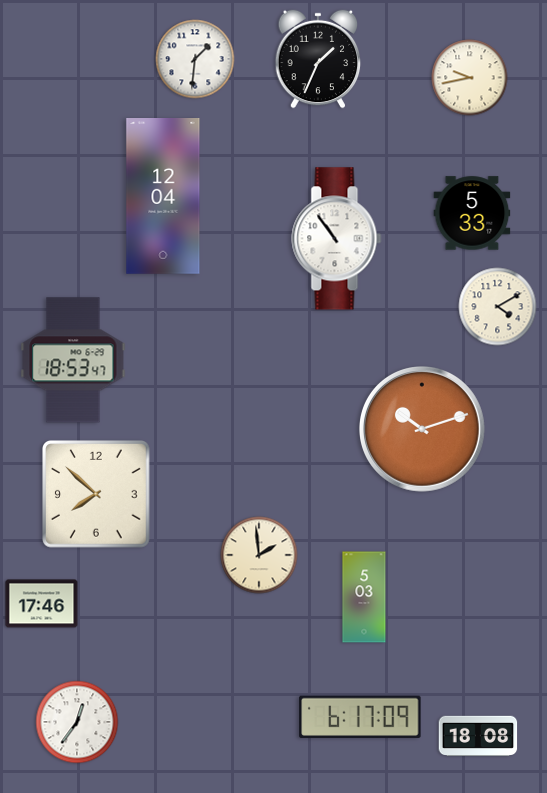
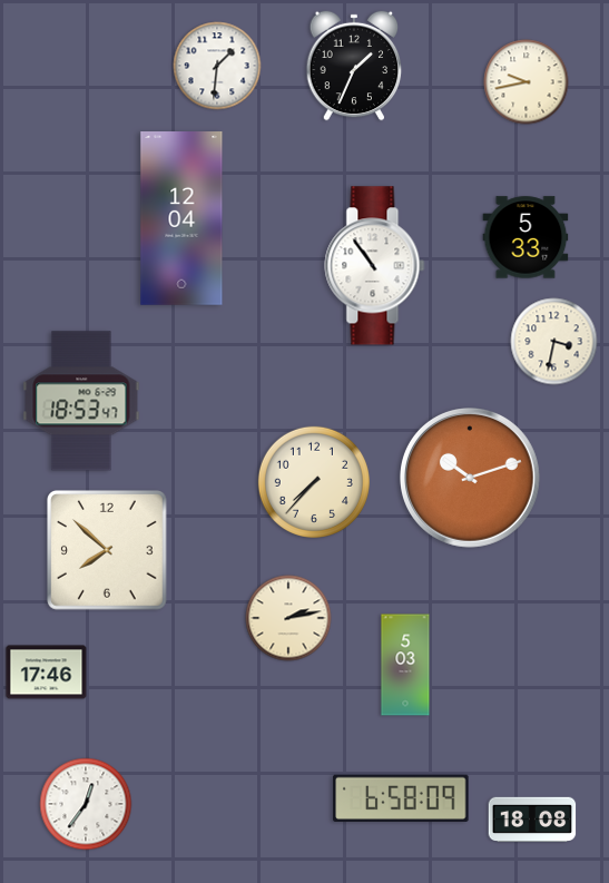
clock at (470, 78) position: (470, 78) -> (527, 82)
clock at (498, 307): 4:10 -> 3:32
clock at (314, 482): none -> 7:37
clock at (259, 555): 1:59 -> 2:13
clock at (360, 716): 6:17 -> 6:58
